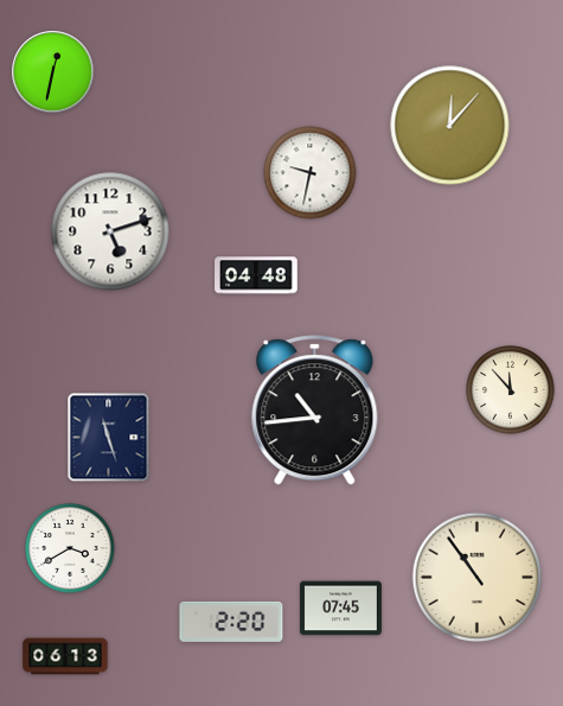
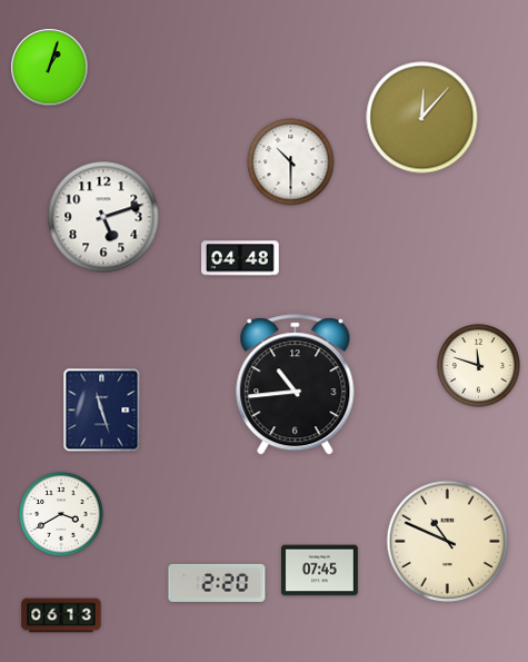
clock at (53, 72): 12:32 -> 1:03
clock at (311, 173): 9:32 -> 10:30
clock at (511, 390): 11:53 -> 11:48
clock at (70, 548) position: (70, 548) -> (61, 514)
clock at (478, 578): 10:54 -> 10:49
